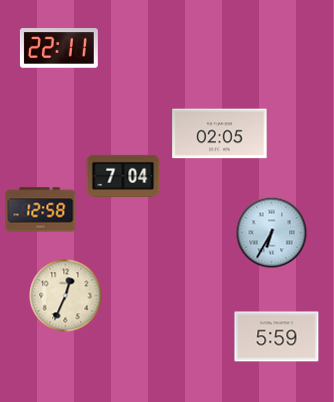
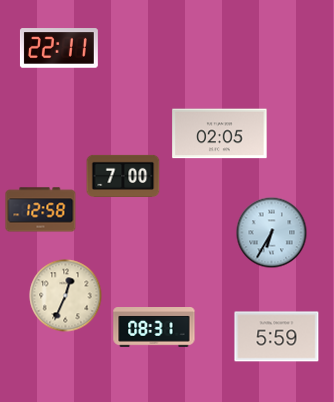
clock at (123, 176): 7:04 -> 7:00
clock at (154, 327): none -> 08:31
